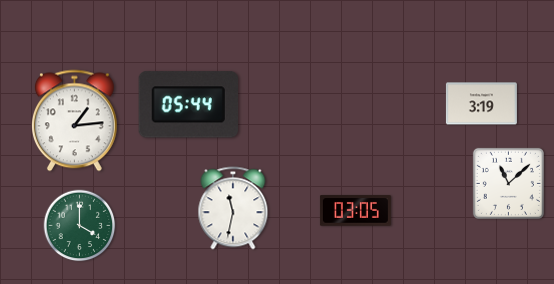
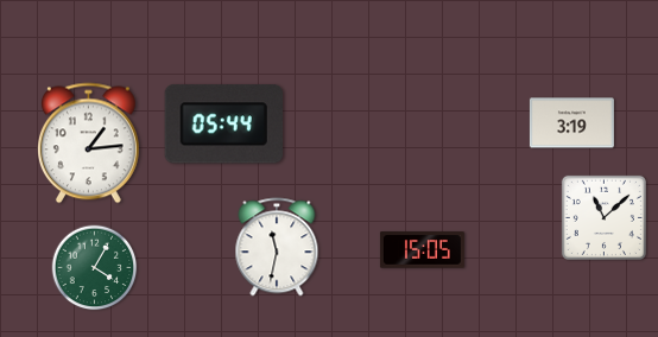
clock at (355, 211): 03:05 -> 15:05
clock at (80, 226): 4:00 -> 4:05
